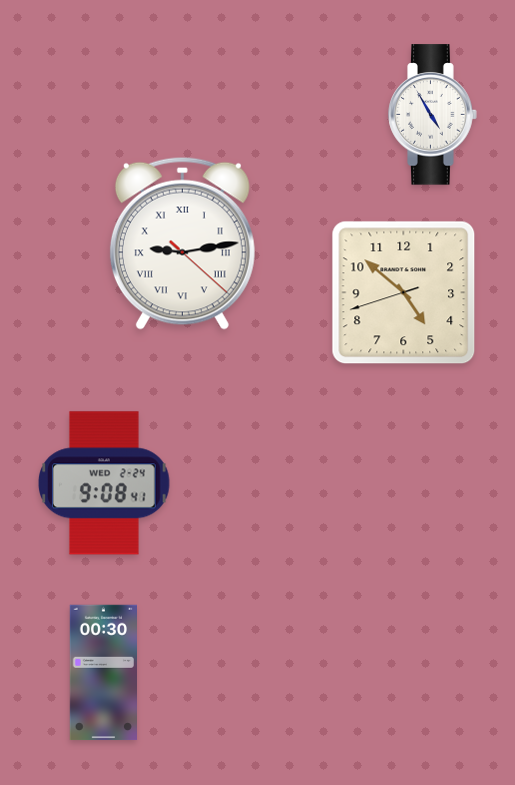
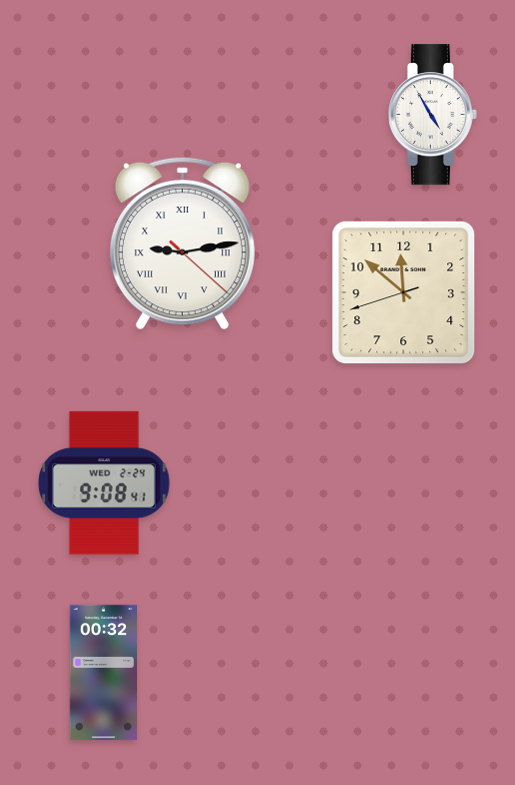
clock at (404, 293): 4:51 -> 11:51
clock at (103, 673): 00:30 -> 00:32
